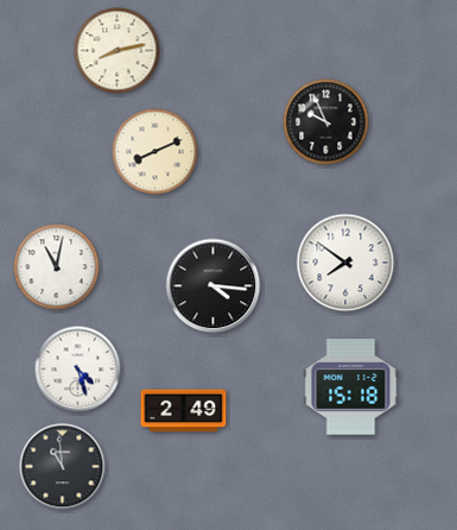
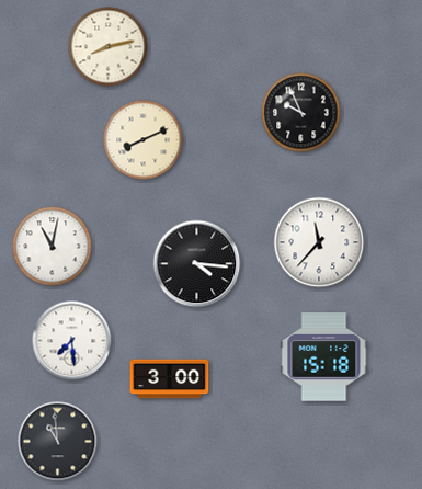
clock at (345, 263): 7:51 -> 11:37
clock at (78, 370): 4:27 -> 7:29
clock at (184, 411): 2:49 -> 3:00
clock at (63, 467) position: (63, 467) -> (58, 442)
